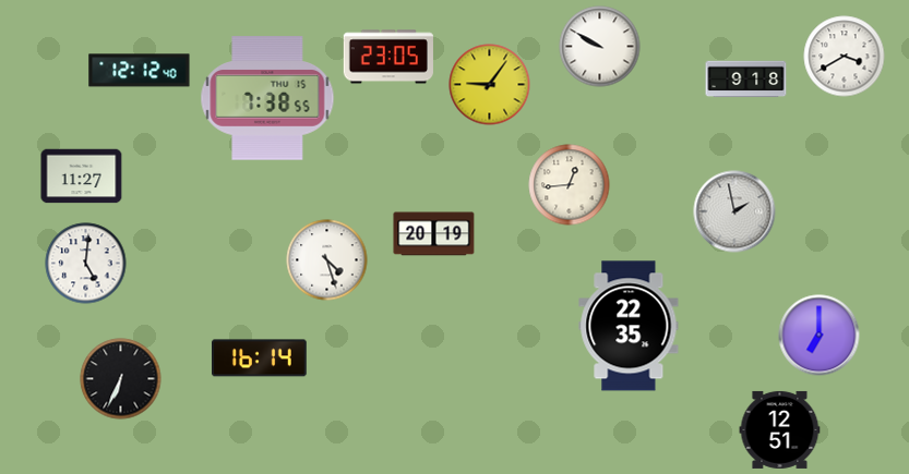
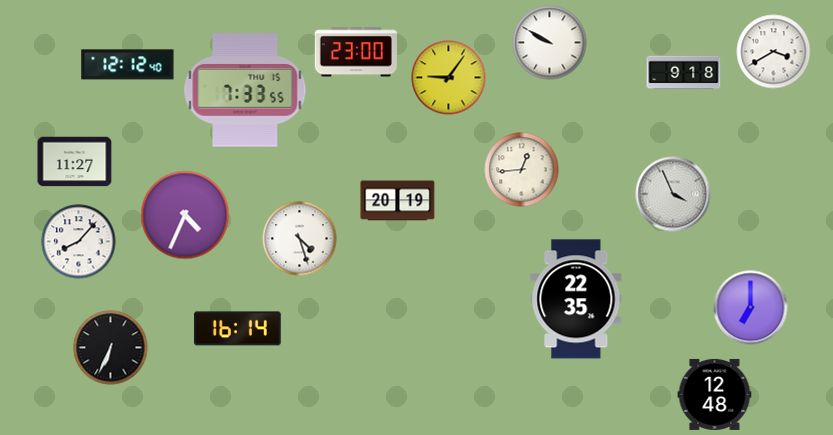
clock at (388, 57): 23:05 -> 23:00
clock at (267, 98): 7:38 -> 7:33
clock at (734, 211): 1:58 -> 3:56
clock at (185, 215): none -> 4:34
clock at (434, 234) position: (434, 234) -> (398, 201)
clock at (86, 264): 5:01 -> 8:07
clock at (780, 429): 12:51 -> 12:48
